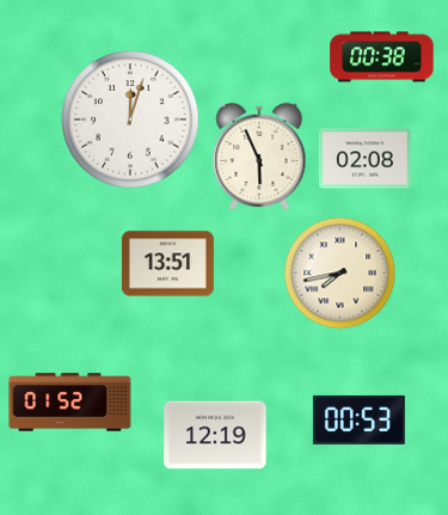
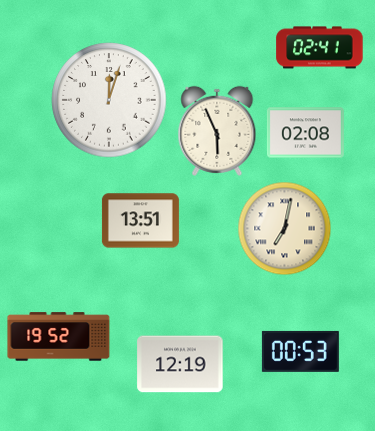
clock at (382, 57): 00:38 -> 02:41
clock at (339, 272): 7:43 -> 7:02
clock at (70, 403): 01:52 -> 19:52
